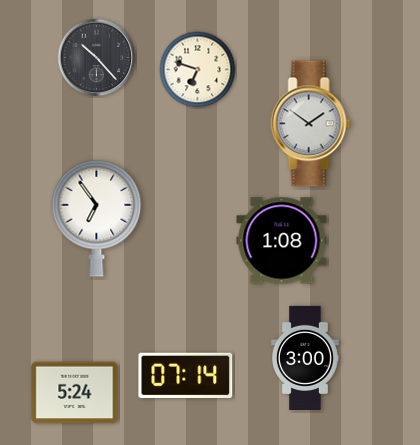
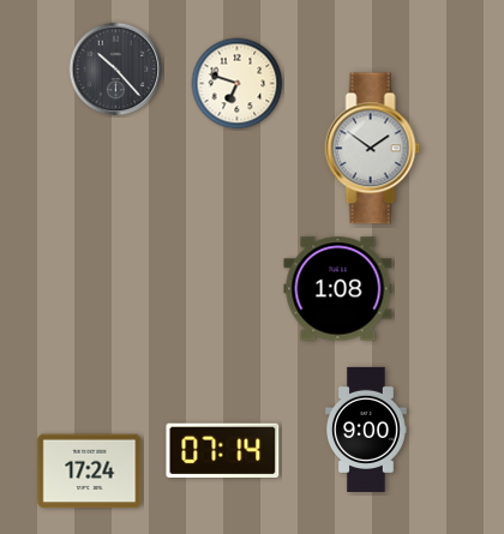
clock at (97, 218): 6:54 -> none
clock at (306, 358): 3:00 -> 9:00
clock at (75, 393): 5:24 -> 17:24
